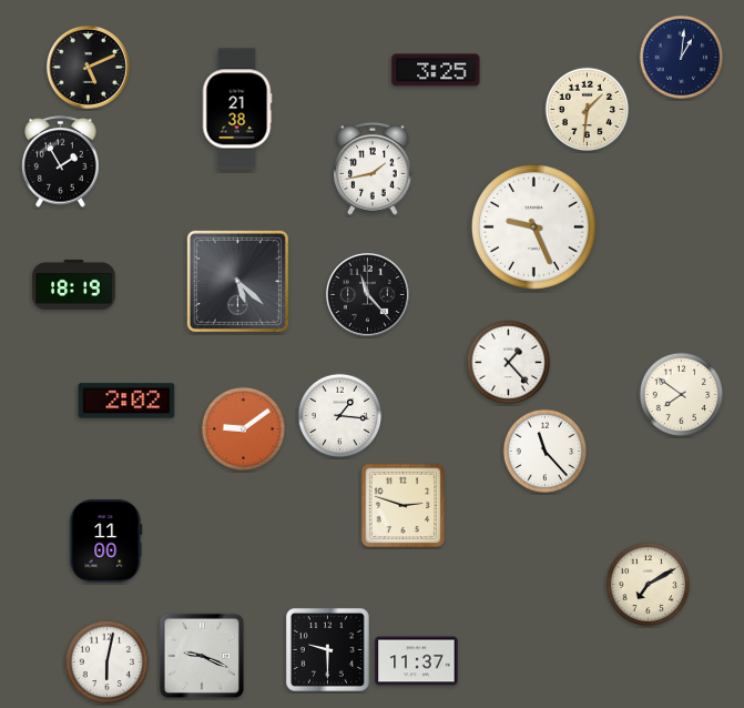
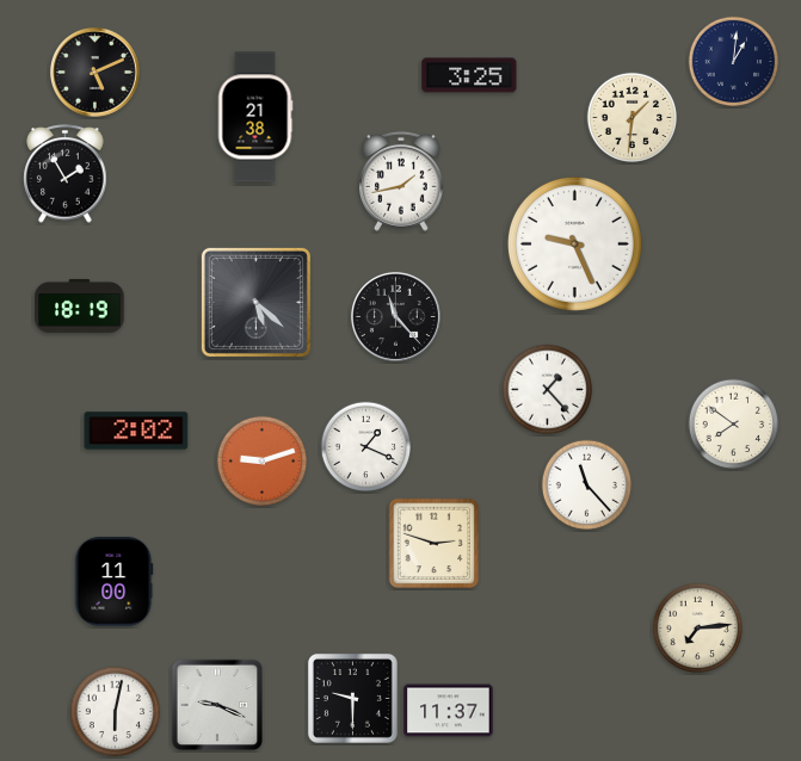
clock at (340, 416): 1:16 -> 1:19
clock at (244, 429): 9:09 -> 9:12
clock at (649, 585): 7:10 -> 7:14
